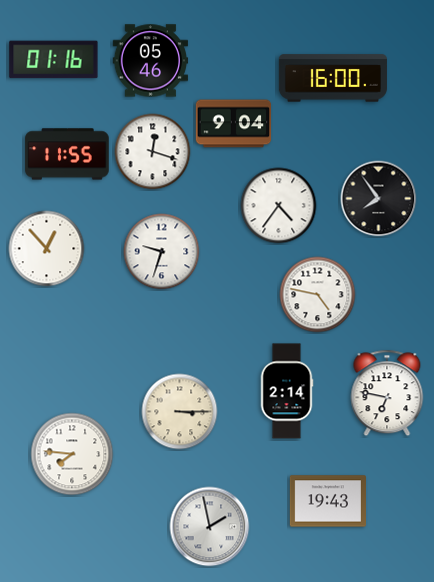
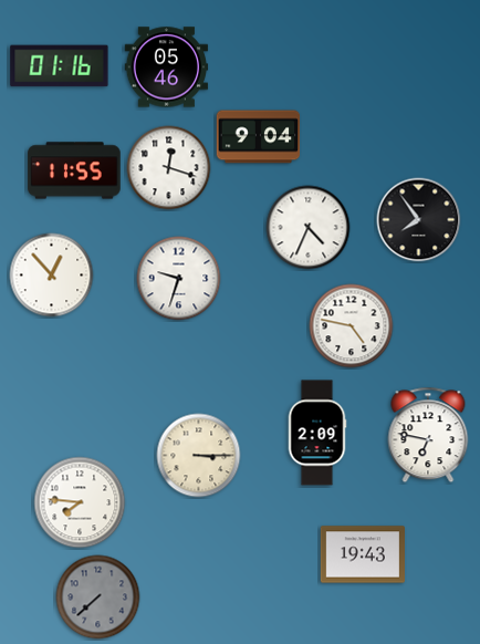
clock at (333, 78): 16:00 -> none
clock at (279, 206): 4:36 -> 4:34
clock at (287, 391): 2:14 -> 2:09
clock at (210, 527): 1:58 -> none
clock at (98, 598): none -> 7:38
